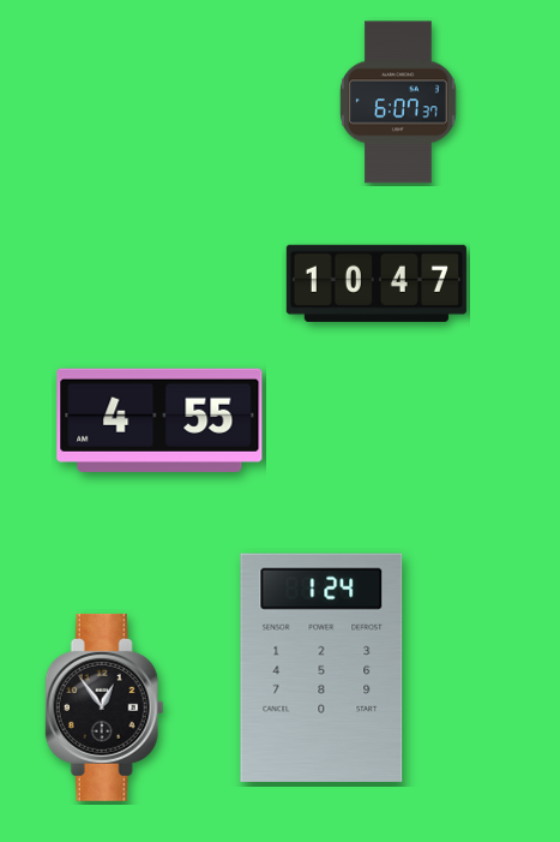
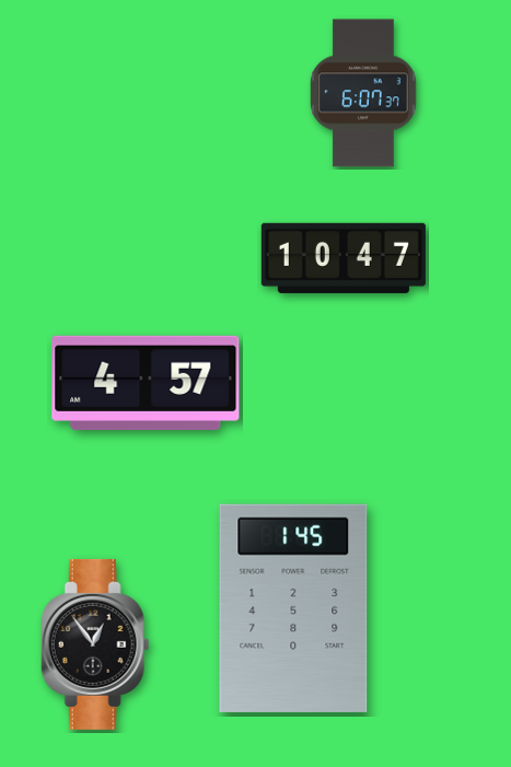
clock at (159, 420): 4:55 -> 4:57
clock at (321, 668): 1:24 -> 1:45
